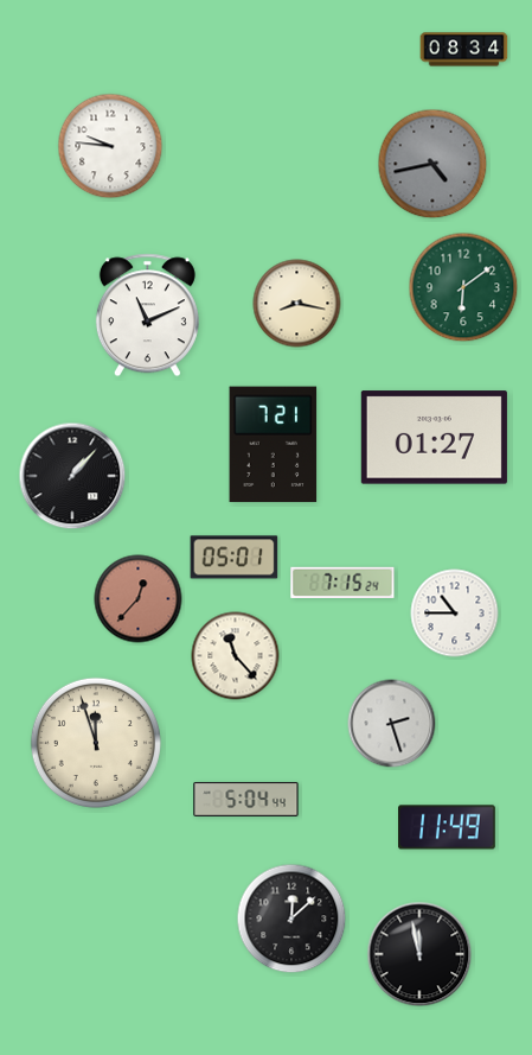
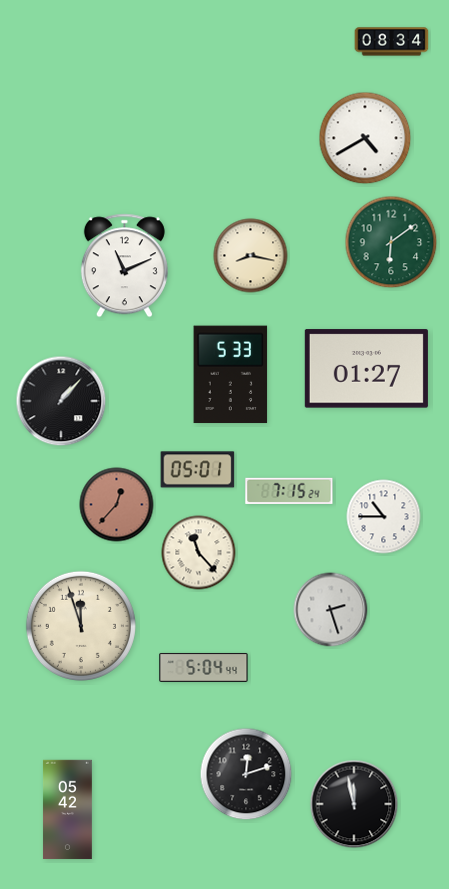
clock at (110, 146): 9:46 -> none
clock at (432, 164): 4:43 -> 4:40
clock at (432, 164) dial: grey -> white
clock at (274, 445): 7:21 -> 5:33
clock at (246, 800) position: (246, 800) -> (204, 668)
clock at (448, 827): 11:49 -> none
clock at (291, 919): 12:08 -> 12:12
clock at (67, 810): none -> 05:42
